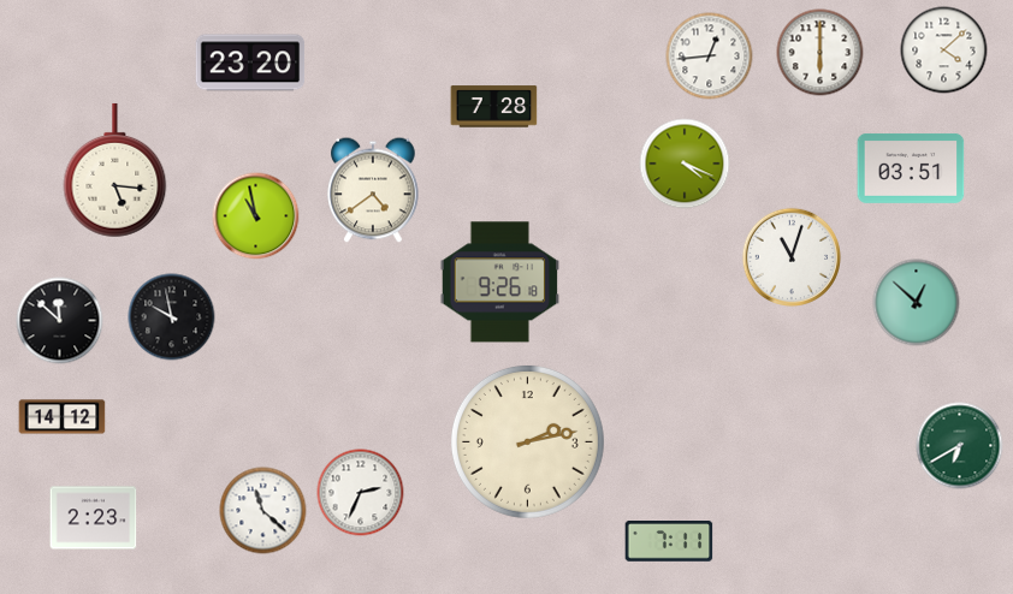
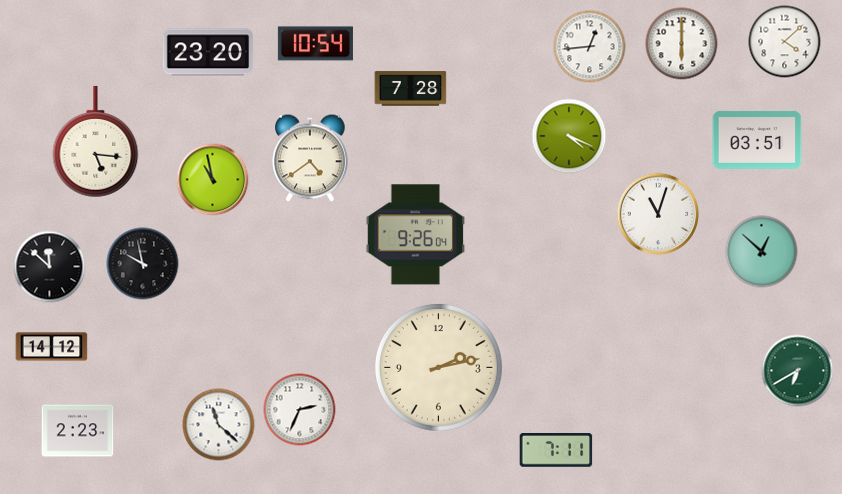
clock at (315, 44): none -> 10:54
clock at (500, 283): 9:26:18 -> 9:26:04
